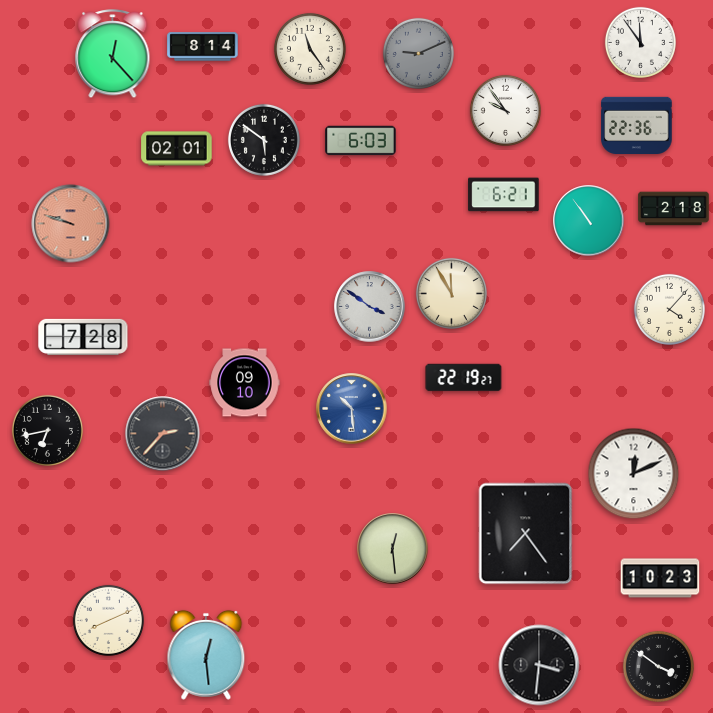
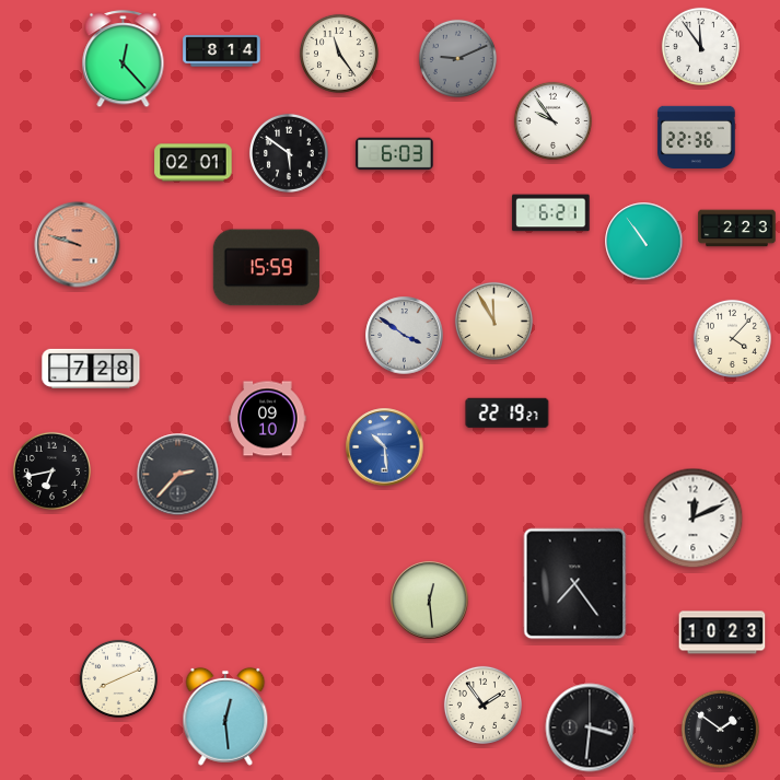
clock at (674, 209): 2:18 -> 2:23
clock at (266, 268): none -> 15:59
clock at (482, 705): none -> 1:54
clock at (658, 666): 3:51 -> 1:51
